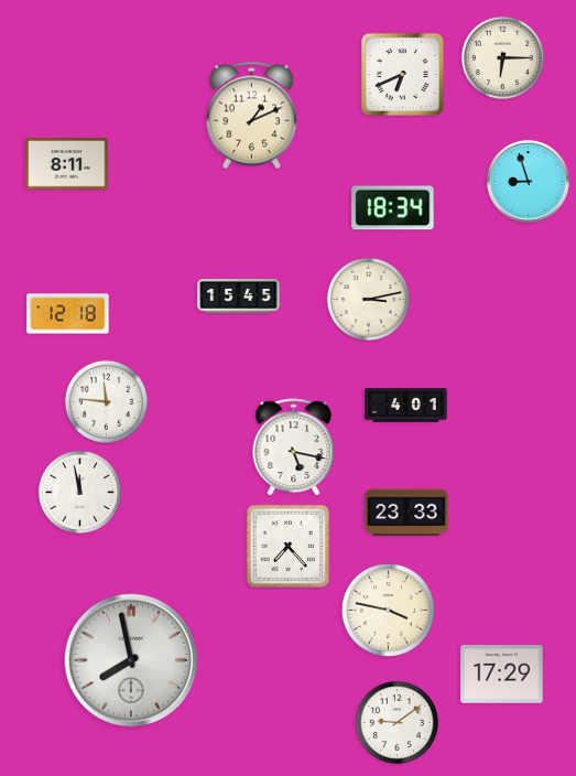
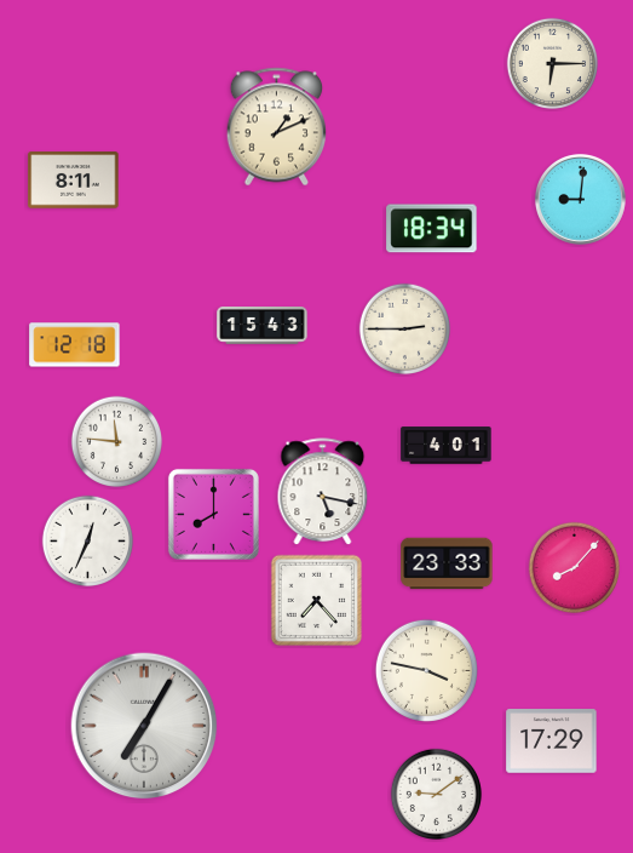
clock at (402, 74): 6:41 -> none
clock at (528, 181): 8:57 -> 9:01
clock at (239, 297): 15:45 -> 15:43
clock at (369, 300): 3:13 -> 2:45
clock at (213, 514): none -> 8:00
clock at (80, 493): 11:58 -> 12:34
clock at (575, 568): none -> 8:07
clock at (131, 660): 7:58 -> 7:05
